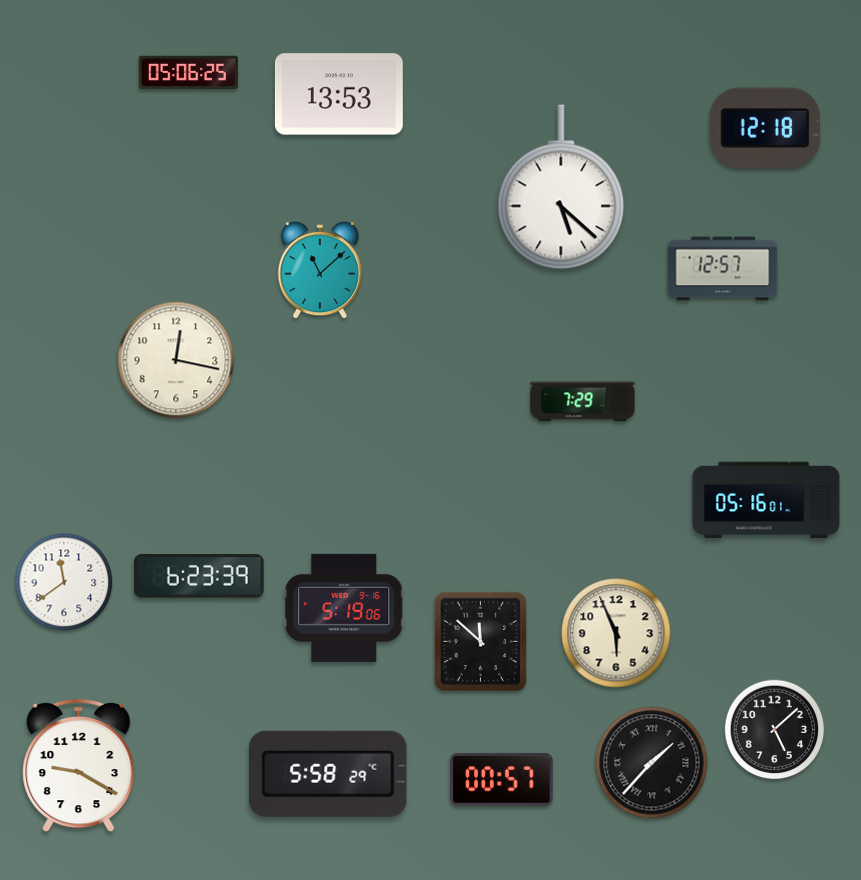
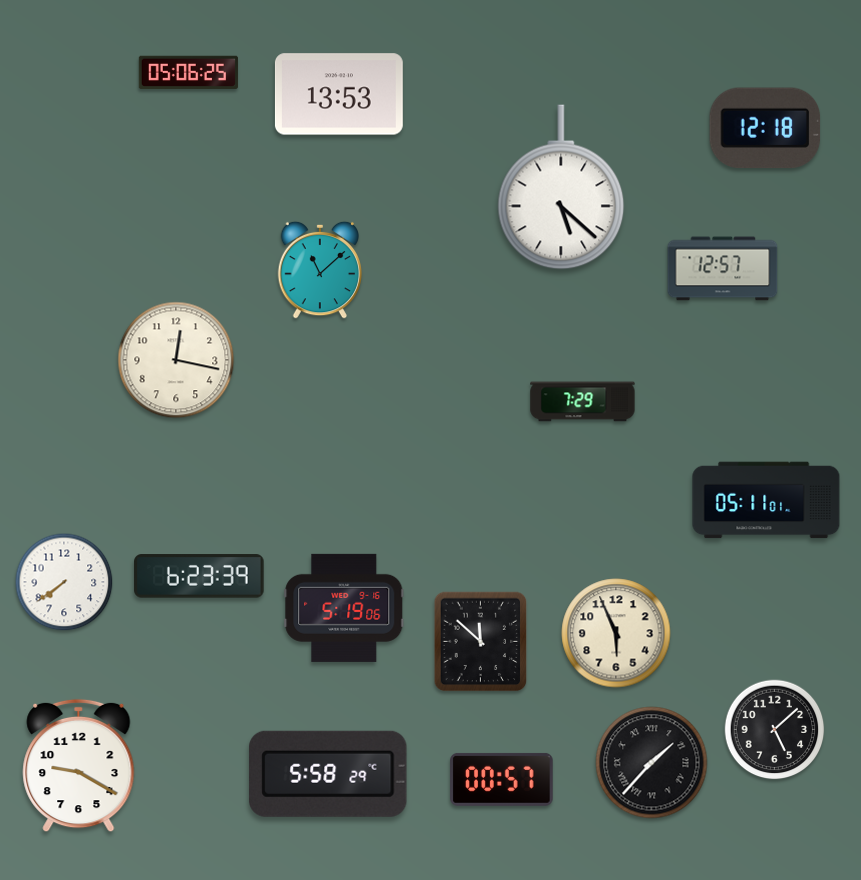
clock at (766, 500): 05:16 -> 05:11
clock at (64, 582): 11:39 -> 7:39
